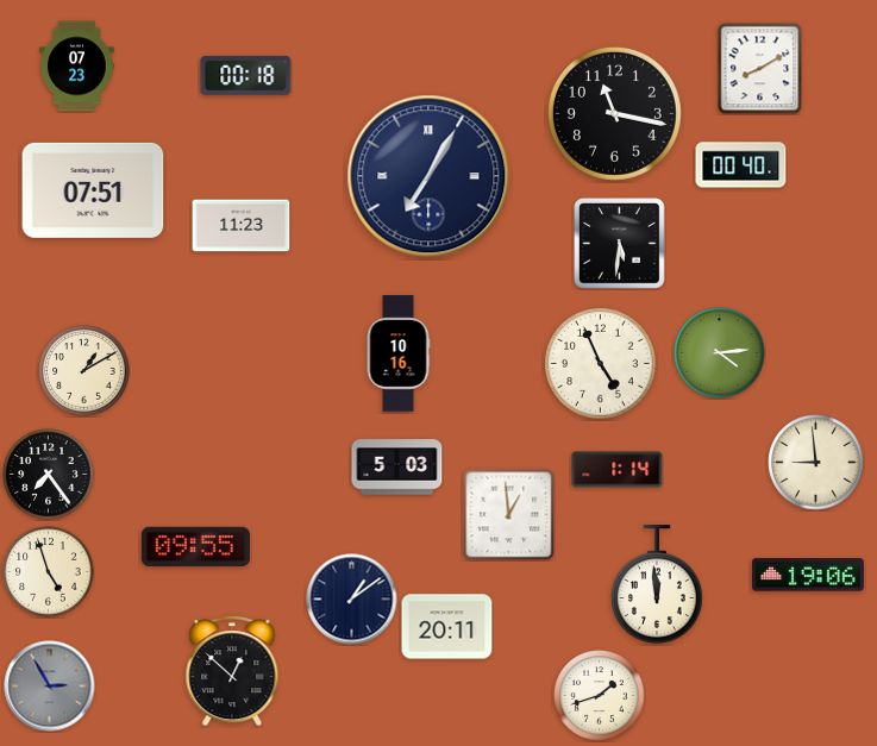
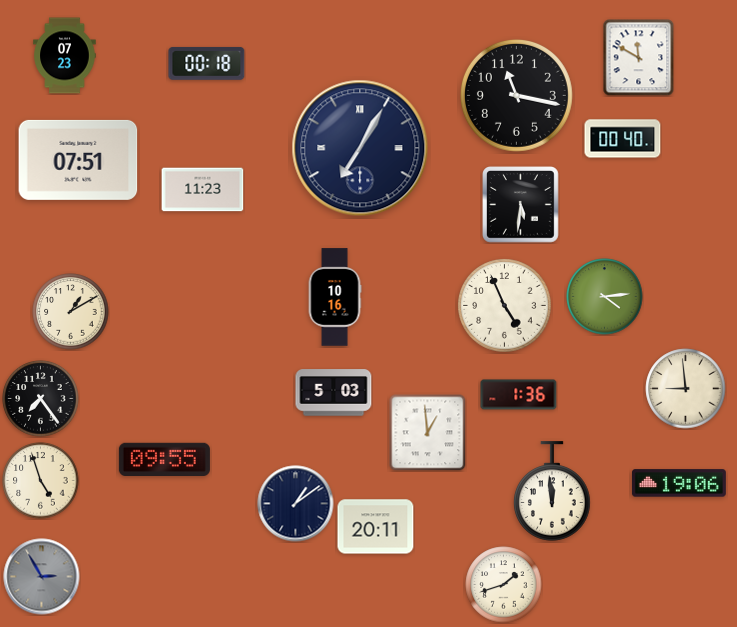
clock at (760, 68): 8:10 -> 11:50
clock at (618, 470): 1:14 -> 1:36
clock at (232, 671): 12:52 -> none
